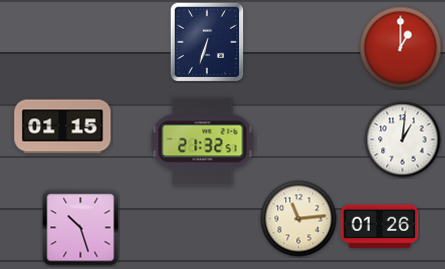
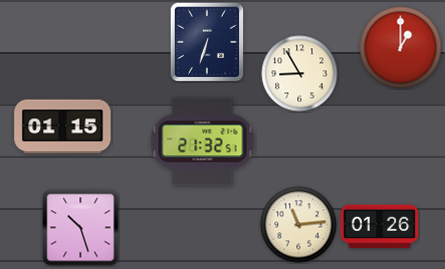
clock at (300, 74): none -> 8:55
clock at (403, 140): 1:01 -> none
clock at (299, 219) position: (299, 219) -> (299, 225)
